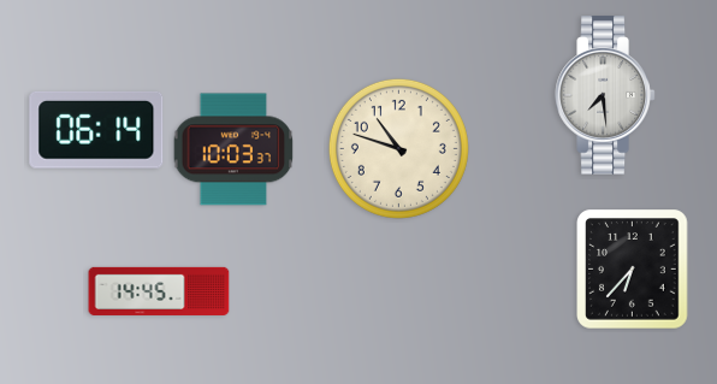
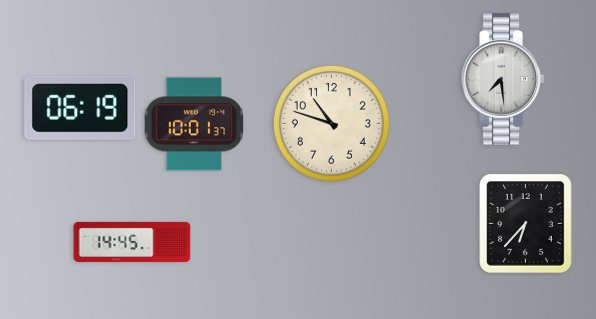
clock at (96, 130): 06:14 -> 06:19
clock at (233, 149): 10:03 -> 10:01
